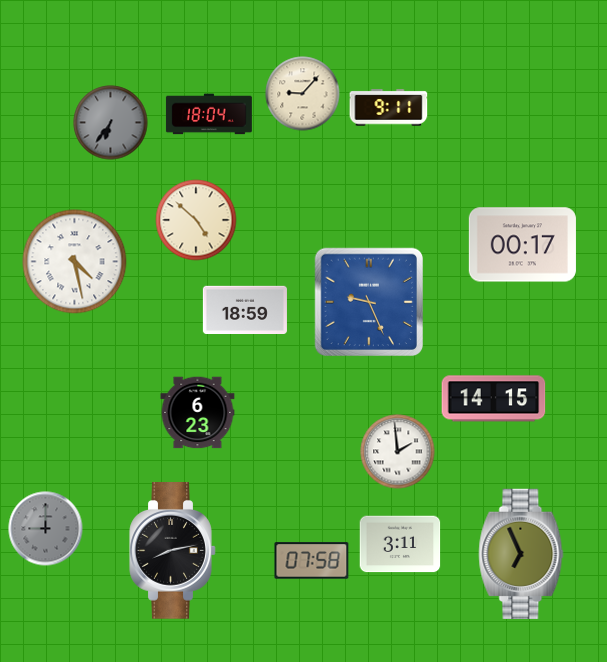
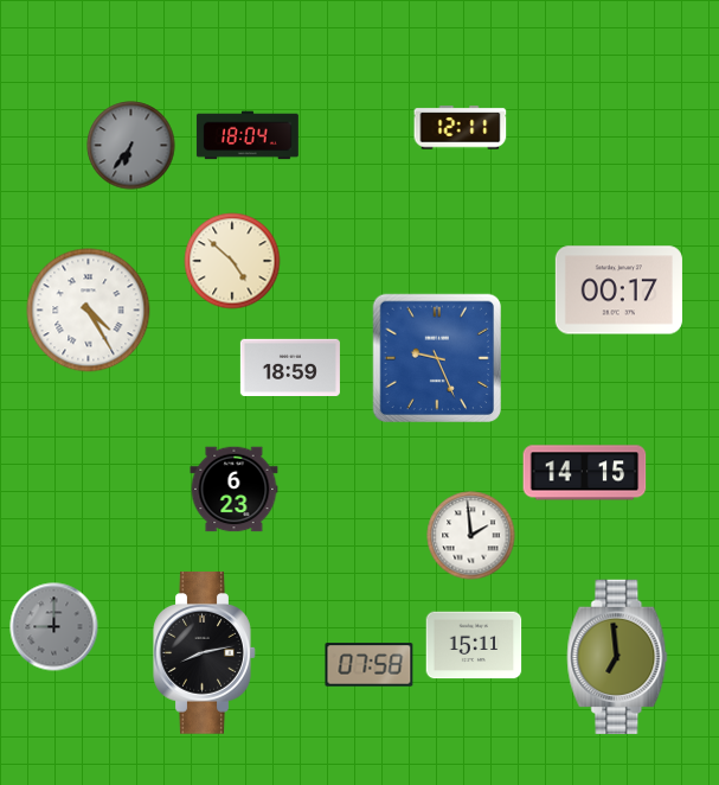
clock at (303, 94): 9:07 -> none
clock at (389, 108): 9:11 -> 12:11
clock at (75, 262): 4:28 -> 4:25
clock at (400, 544): 3:11 -> 15:11
clock at (521, 553): 6:56 -> 6:59
